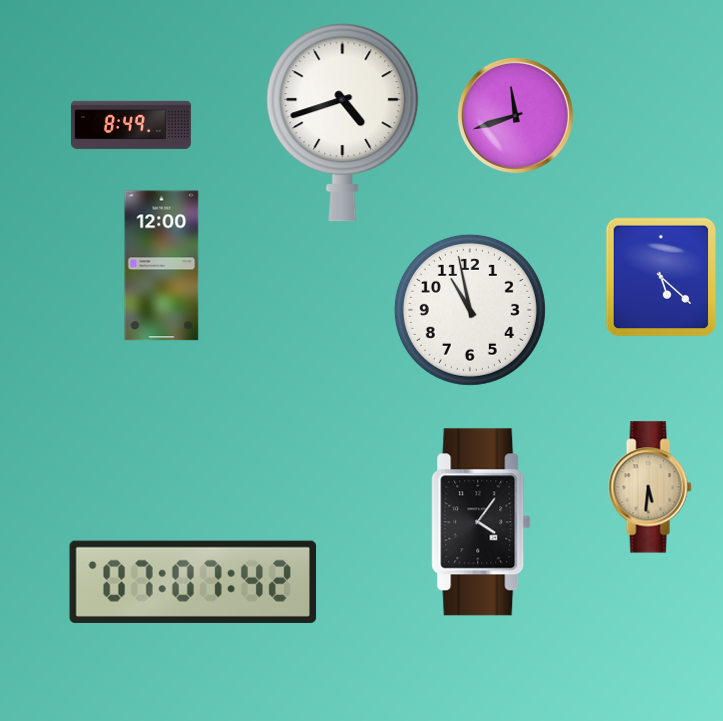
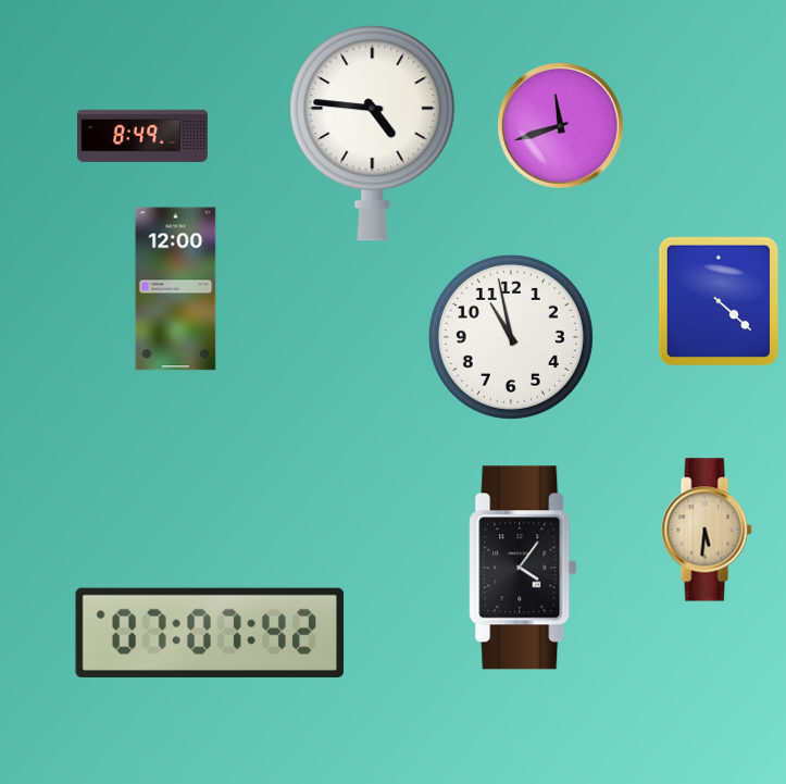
clock at (343, 123): 4:42 -> 4:46
clock at (661, 277): 5:22 -> 4:22
